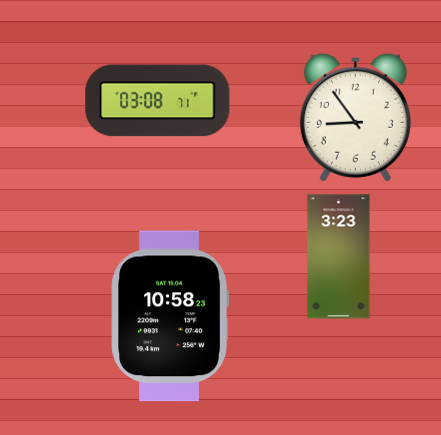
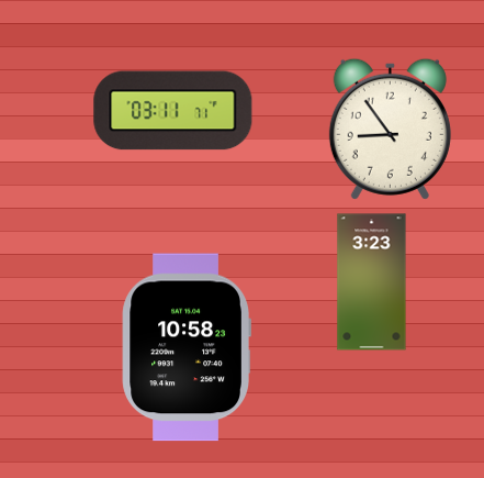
clock at (158, 101): 03:08 -> 03:11
